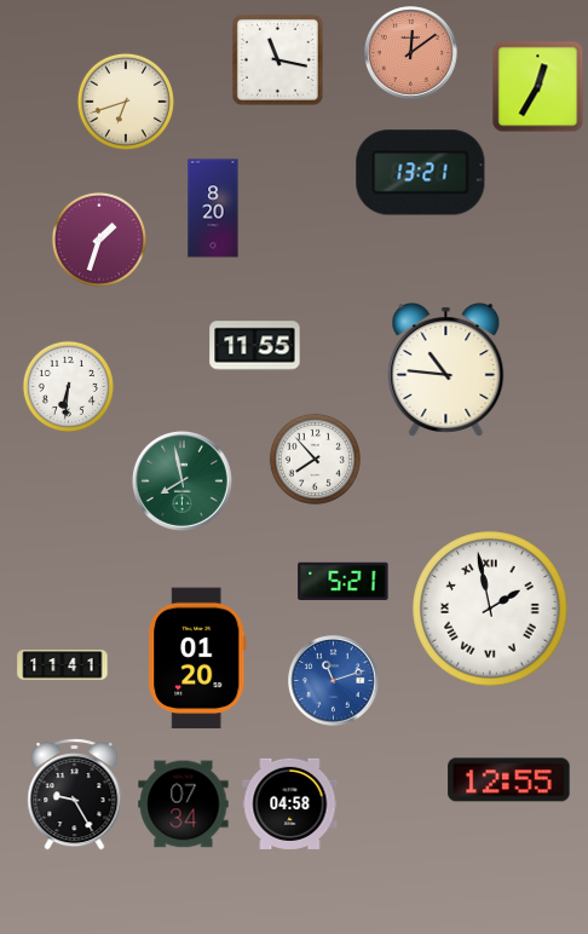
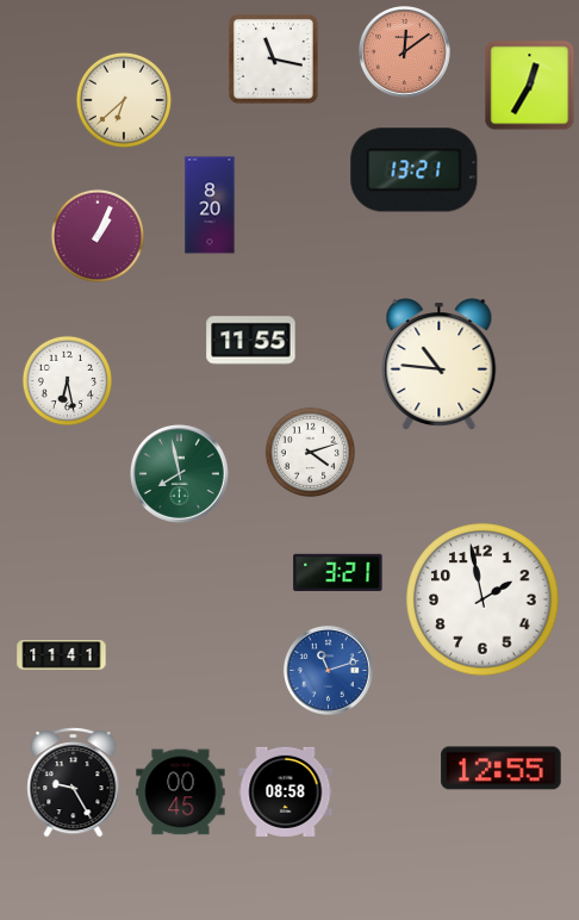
clock at (126, 102): 6:42 -> 6:38
clock at (99, 240): 1:33 -> 1:04
clock at (68, 386): 6:31 -> 6:28
clock at (315, 459): 7:53 -> 4:12
clock at (344, 581): 5:21 -> 3:21
clock at (490, 609) numerals: Roman -> Arabic
clock at (197, 658): 01:20 -> none
clock at (290, 803): 04:58 -> 08:58
clock at (184, 805): 07:34 -> 00:45
